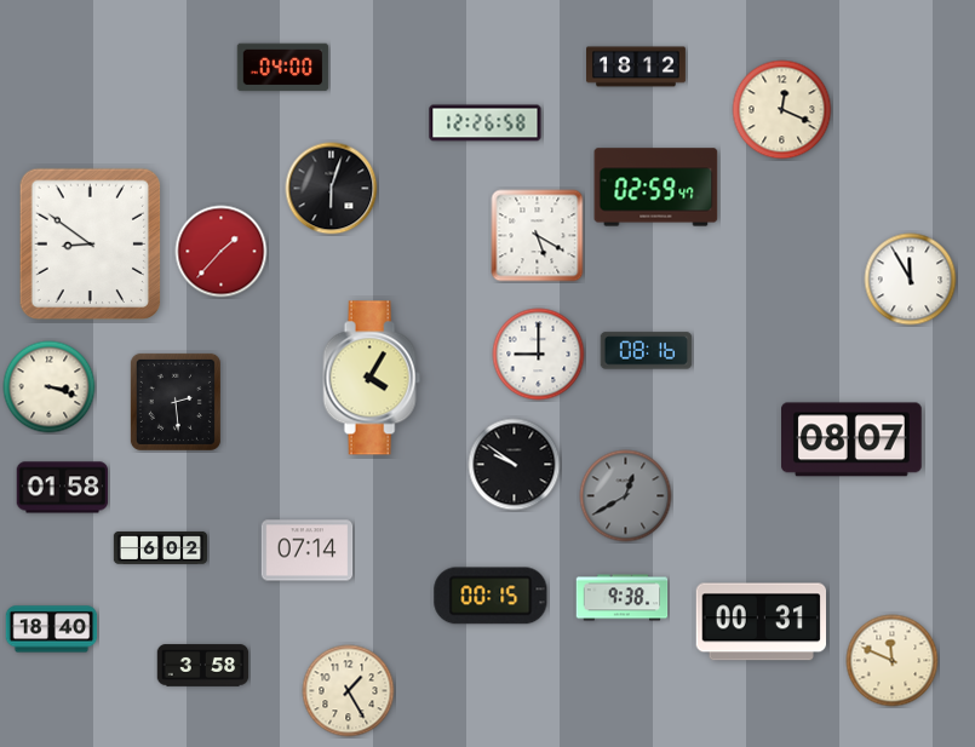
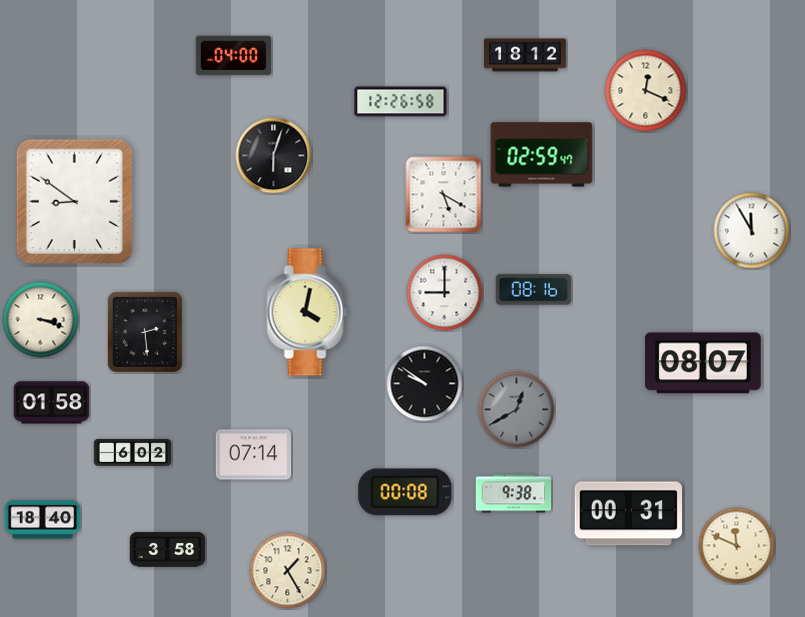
clock at (222, 252): 1:37 -> none
clock at (372, 378): 4:05 -> 4:02
clock at (491, 596): 00:15 -> 00:08
